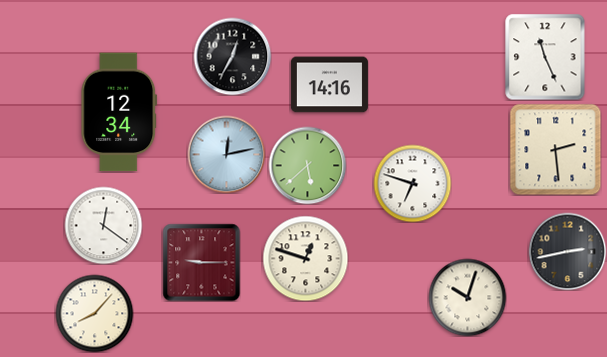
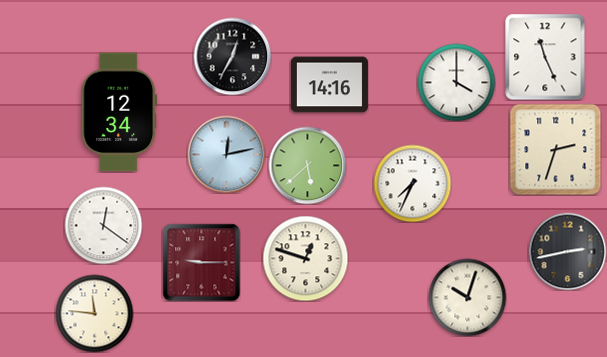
clock at (456, 82): none -> 4:00
clock at (555, 149): 2:29 -> 2:33
clock at (412, 183): 6:48 -> 7:34
clock at (94, 313): 8:07 -> 11:46
